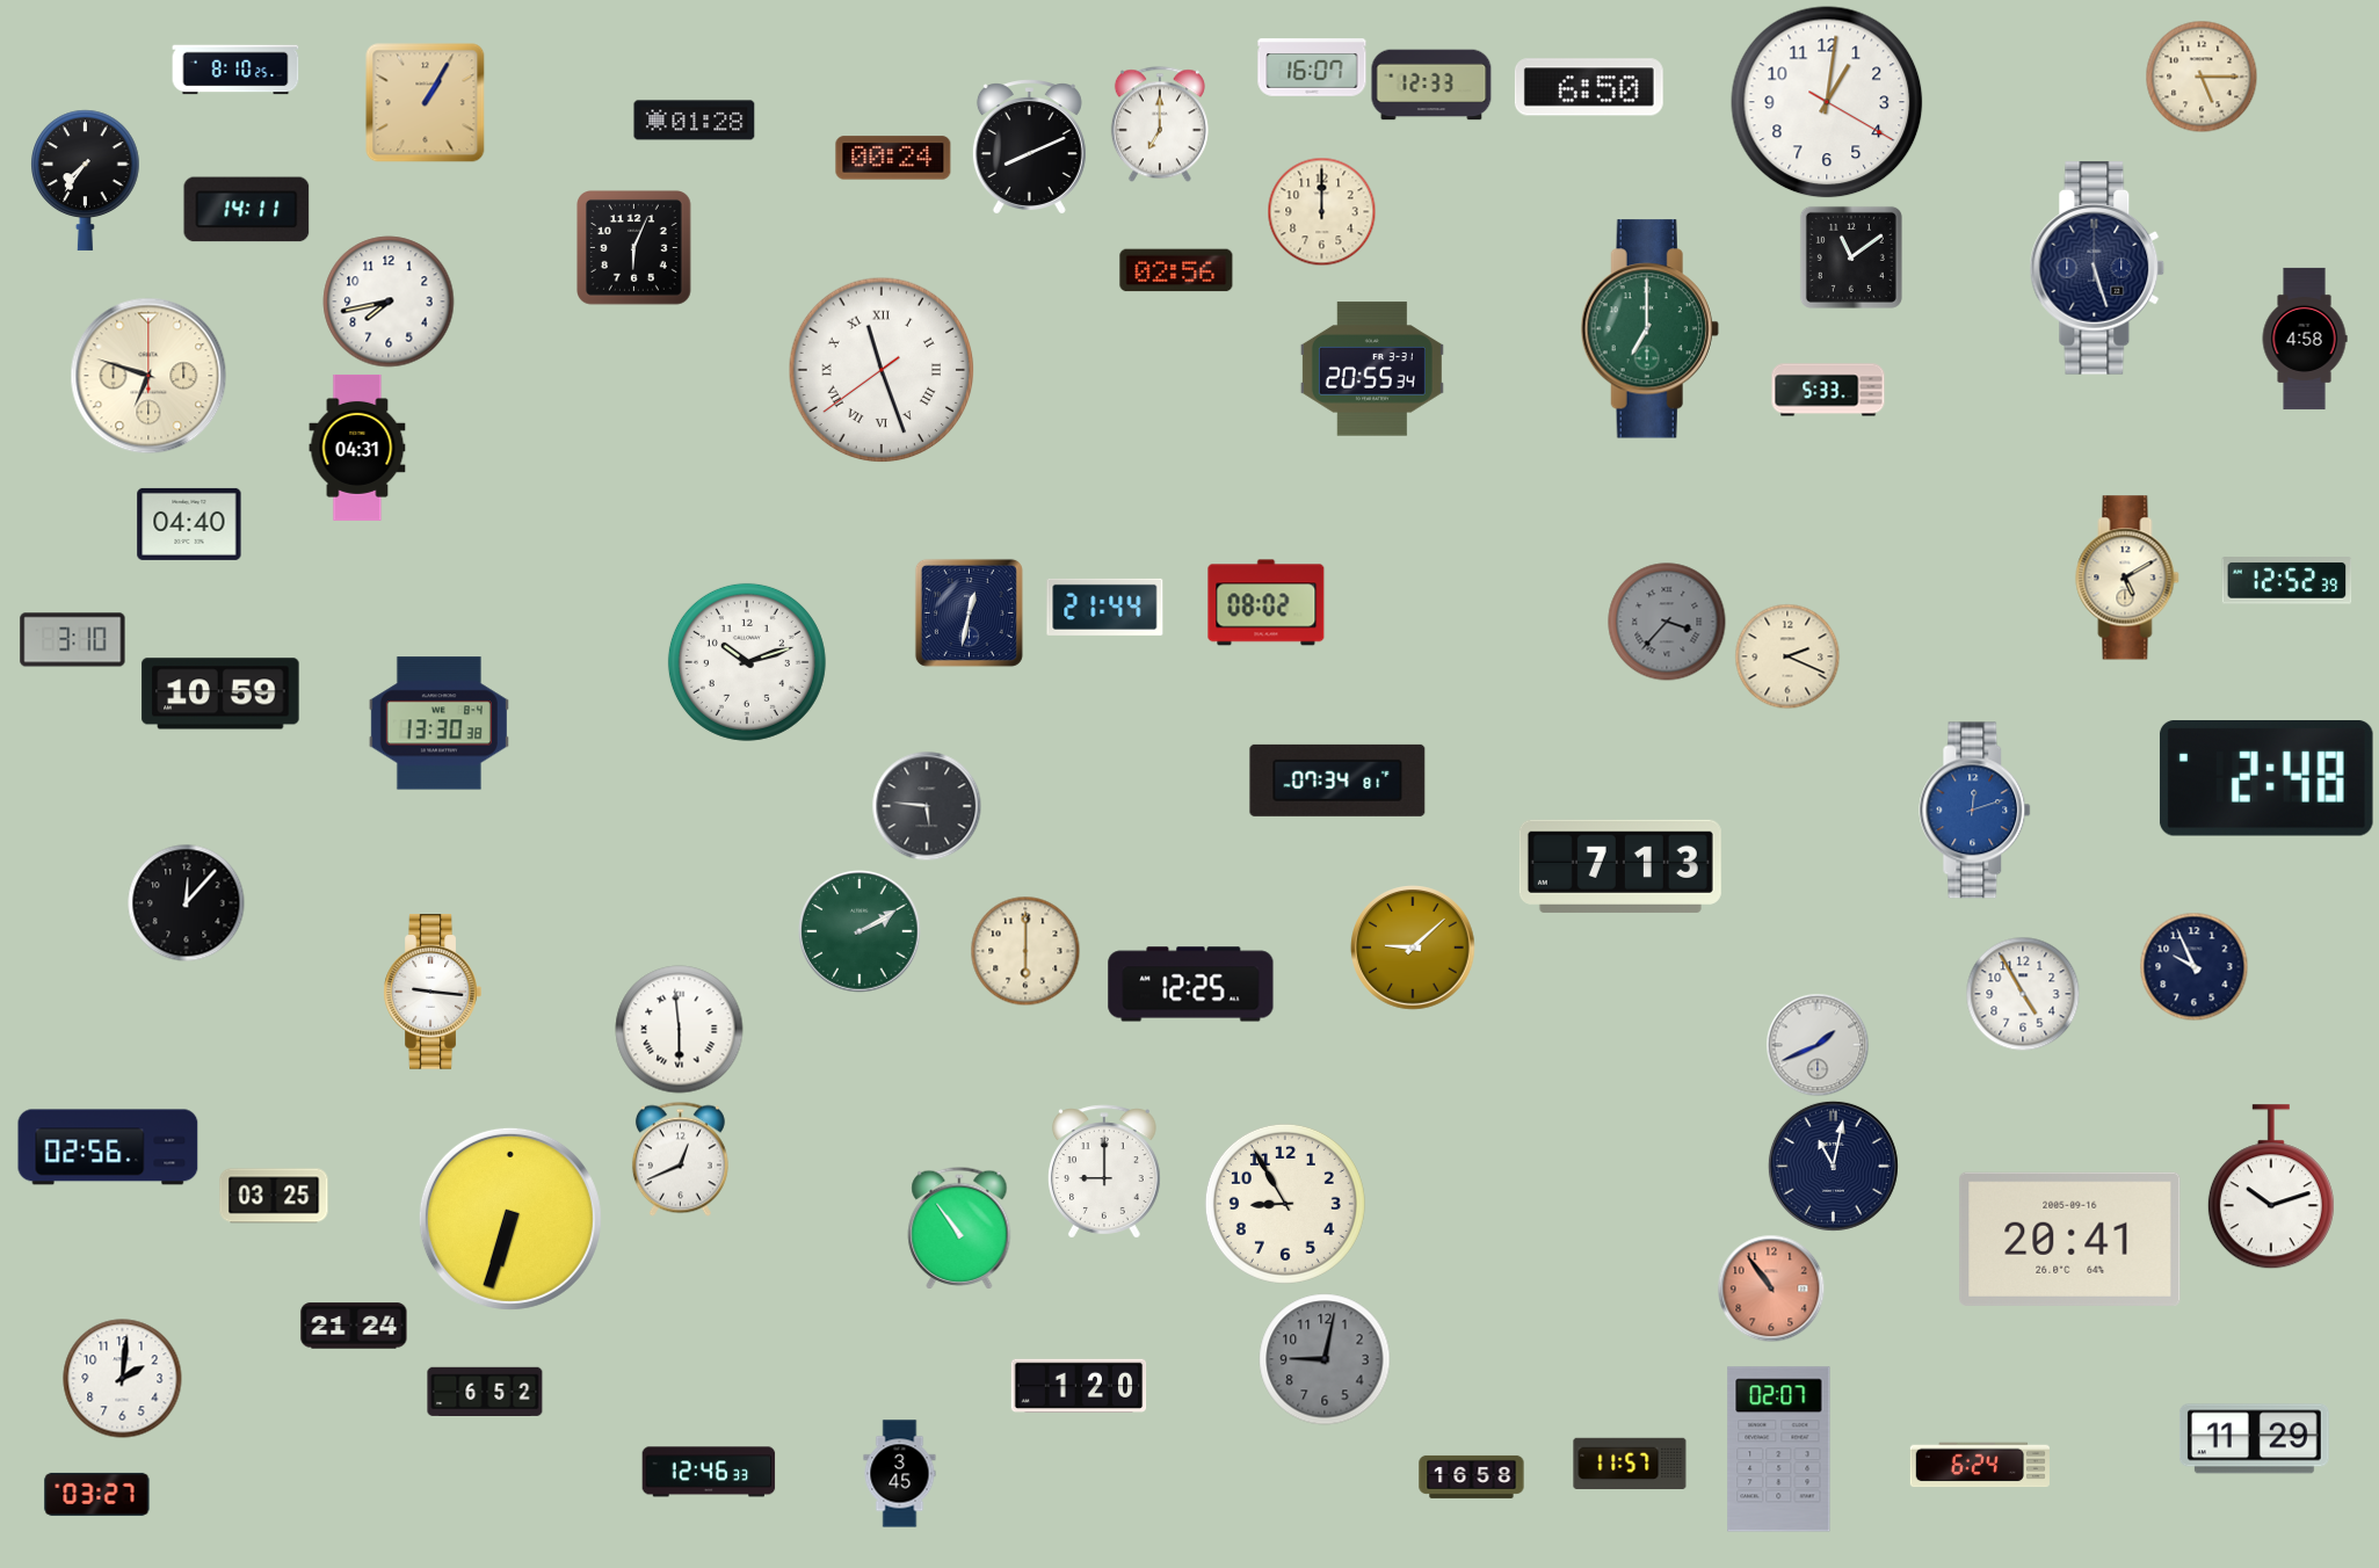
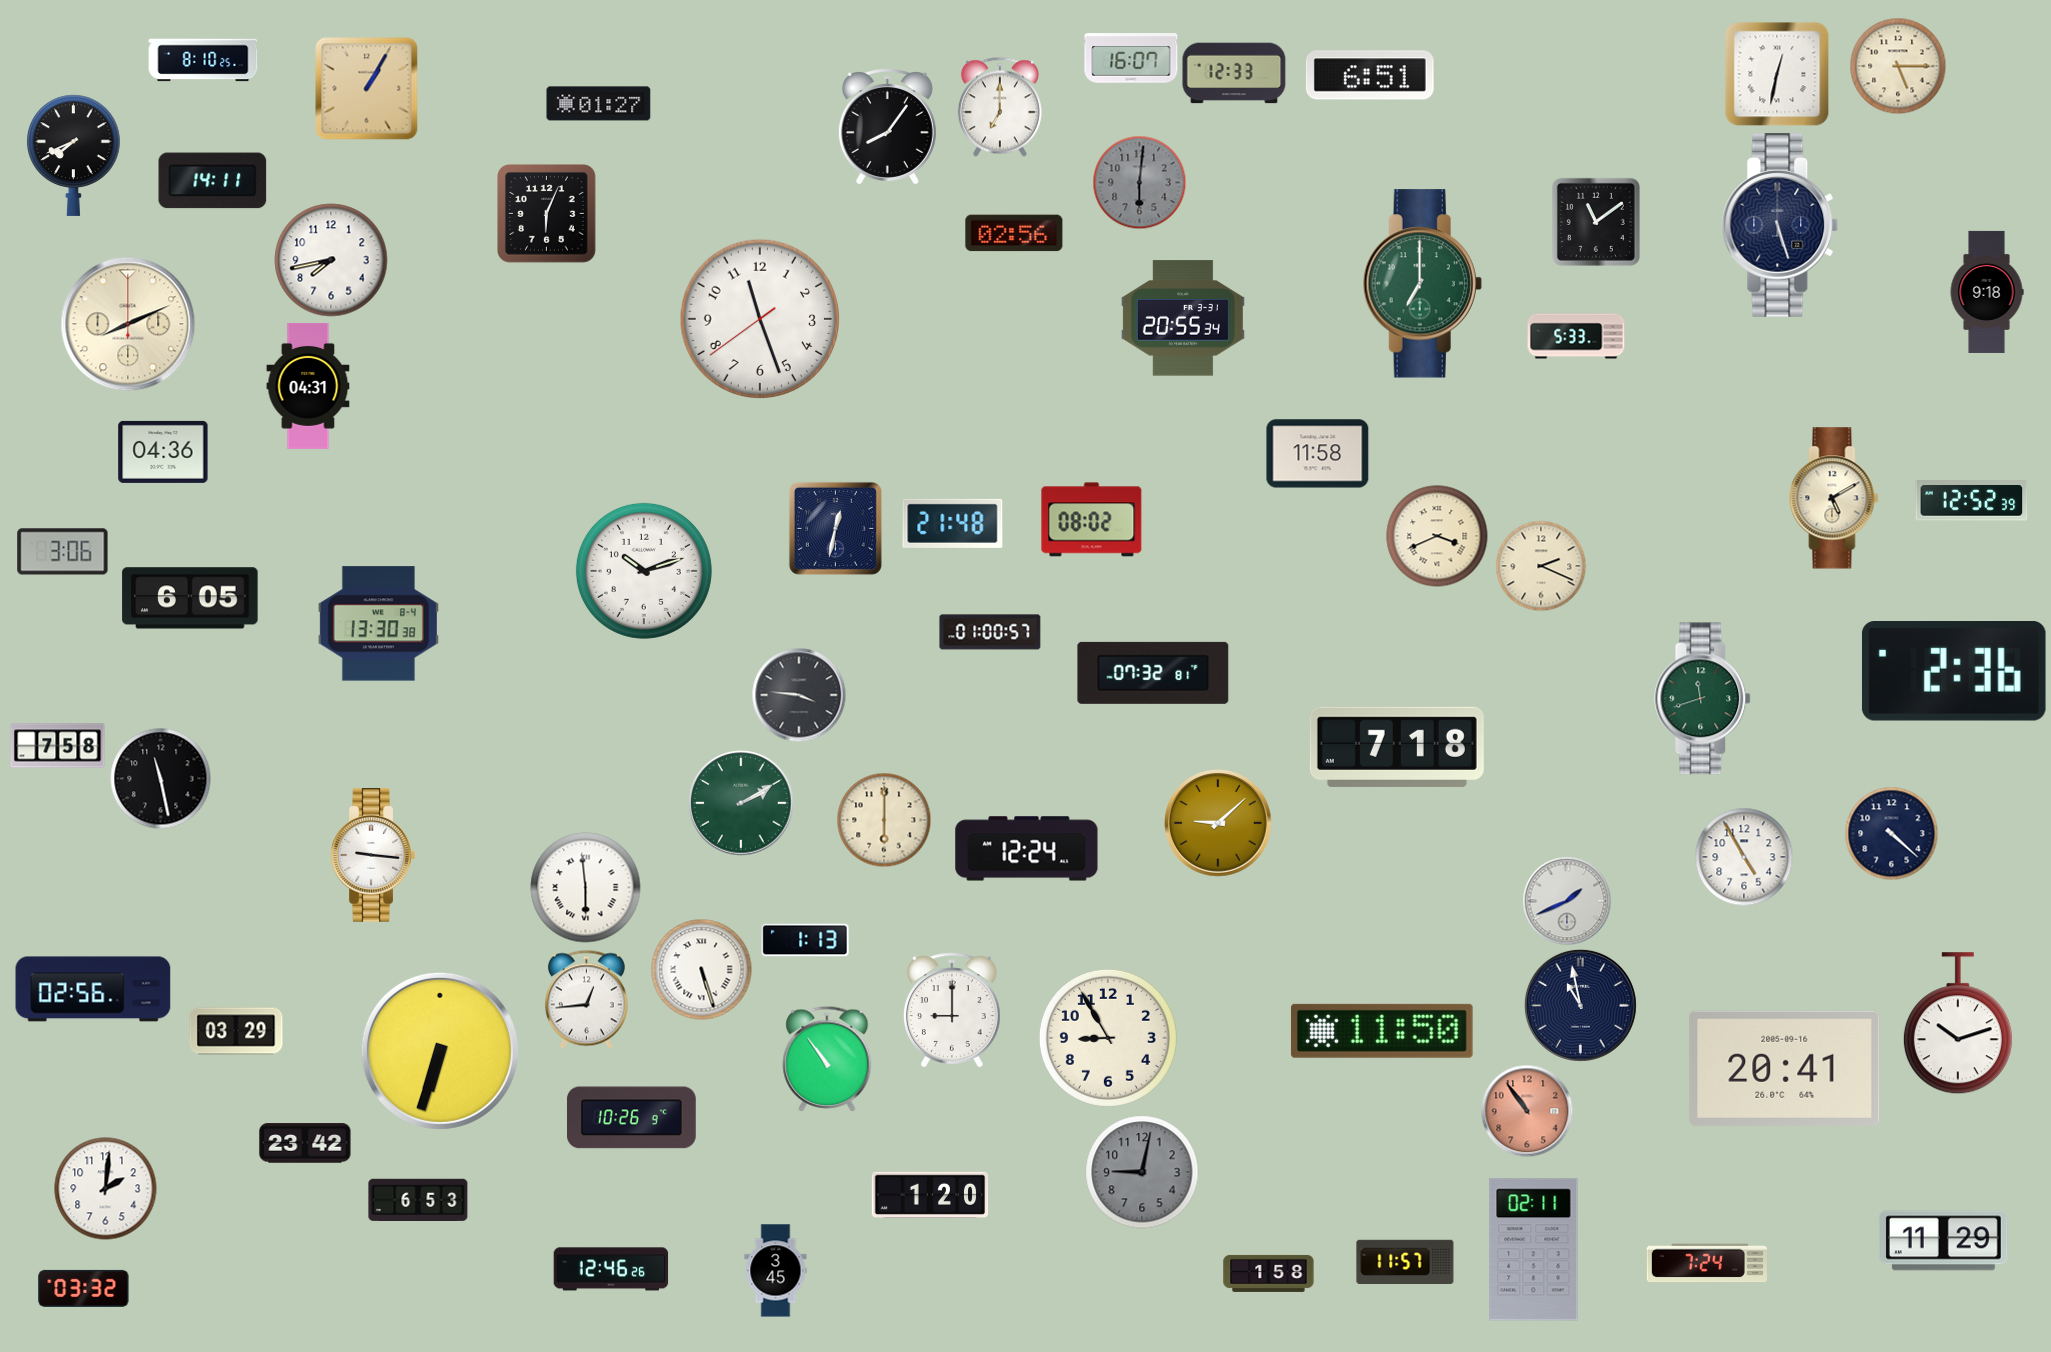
clock at (1777, 74): none -> 12:32
clock at (1589, 87): 6:50 -> 6:51
clock at (1827, 102): 1:01 -> none
clock at (695, 121): 01:28 -> 01:27
clock at (1029, 147): 8:11 -> 8:06
clock at (893, 158): 00:24 -> none
clock at (86, 180): 7:36 -> 7:41
clock at (1321, 211): 12:00 -> 6:01
clock at (1321, 211) dial: cream -> grey
clock at (2097, 268) position: (2097, 268) -> (1780, 225)
clock at (389, 302) position: (389, 302) -> (331, 260)
clock at (2305, 339): 4:58 -> 9:18
clock at (882, 370) numerals: Roman -> Arabic
clock at (148, 376): 6:48 -> 8:11
clock at (189, 524): 04:40 -> 04:36
clock at (1318, 454): none -> 11:58
clock at (1105, 607): 21:44 -> 21:48
clock at (1667, 622): 3:37 -> 3:41
clock at (1667, 622) dial: grey -> cream
clock at (73, 640): 3:10 -> 3:06
clock at (220, 694): 10:59 -> 6:05
clock at (990, 632): none -> 01:00
clock at (2266, 779): 2:48 -> 2:36
clock at (1337, 781): 07:34 -> 07:32
clock at (927, 806): 5:46 -> 3:46
clock at (1975, 811): 12:12 -> 11:42
clock at (1975, 811) dial: blue -> green
clock at (58, 746): none -> 7:58
clock at (1620, 866): 7:13 -> 7:18
clock at (187, 903): 12:07 -> 11:28
clock at (1413, 948) position: (1413, 948) -> (1218, 823)
clock at (2193, 966): 9:56 -> 4:22
clock at (1191, 985): 12:25 -> 12:24
clock at (805, 940): none -> 1:13
clock at (702, 970): none -> 5:27
clock at (680, 1159): 12:41 -> 12:44
clock at (1833, 1166): 11:02 -> 10:58
clock at (274, 1196): 03:25 -> 03:29
clock at (1382, 1031): none -> 11:50
clock at (631, 1118): none -> 10:26
clock at (354, 1326): 21:24 -> 23:42
clock at (485, 1391): 6:52 -> 6:53
clock at (1779, 1450): 02:07 -> 02:11
clock at (1980, 1465): 6:24 -> 7:24
clock at (709, 1472): 12:46:33 -> 12:46:26
clock at (1472, 1476): 16:58 -> 1:58
clock at (97, 1494): 03:27 -> 03:32
